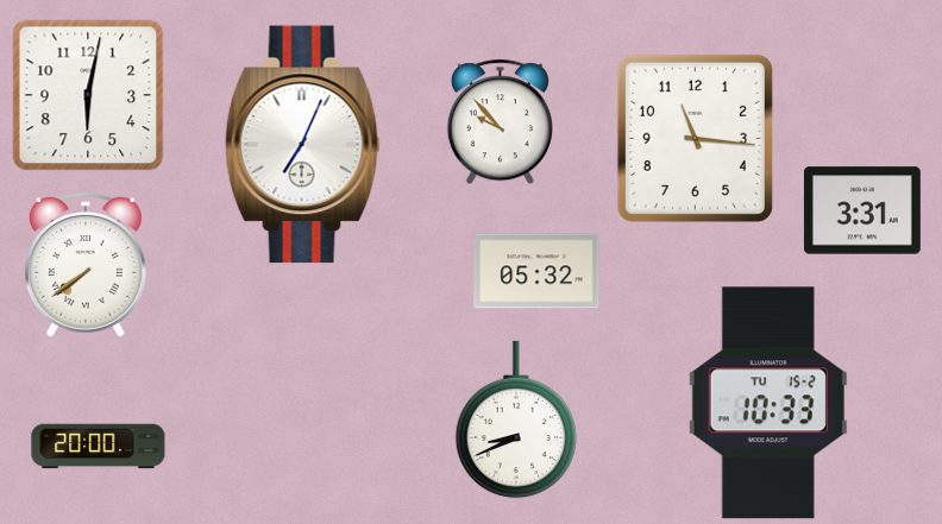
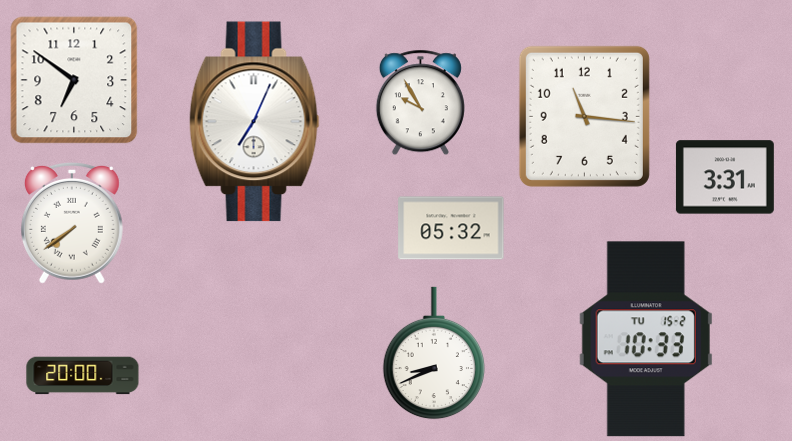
clock at (88, 95): 6:02 -> 6:51
clock at (500, 122): 9:53 -> 9:55
